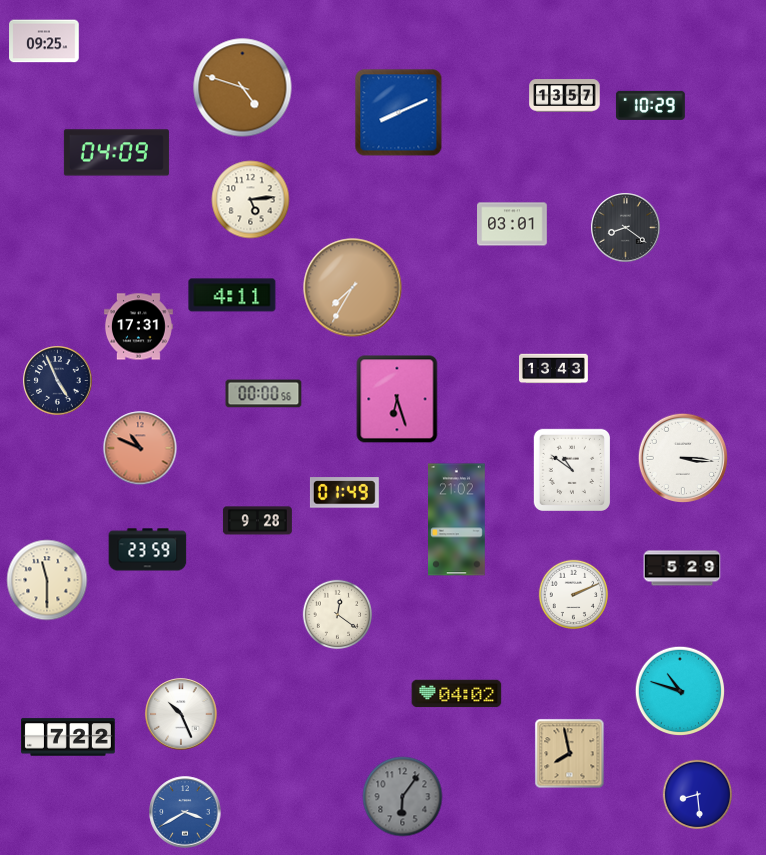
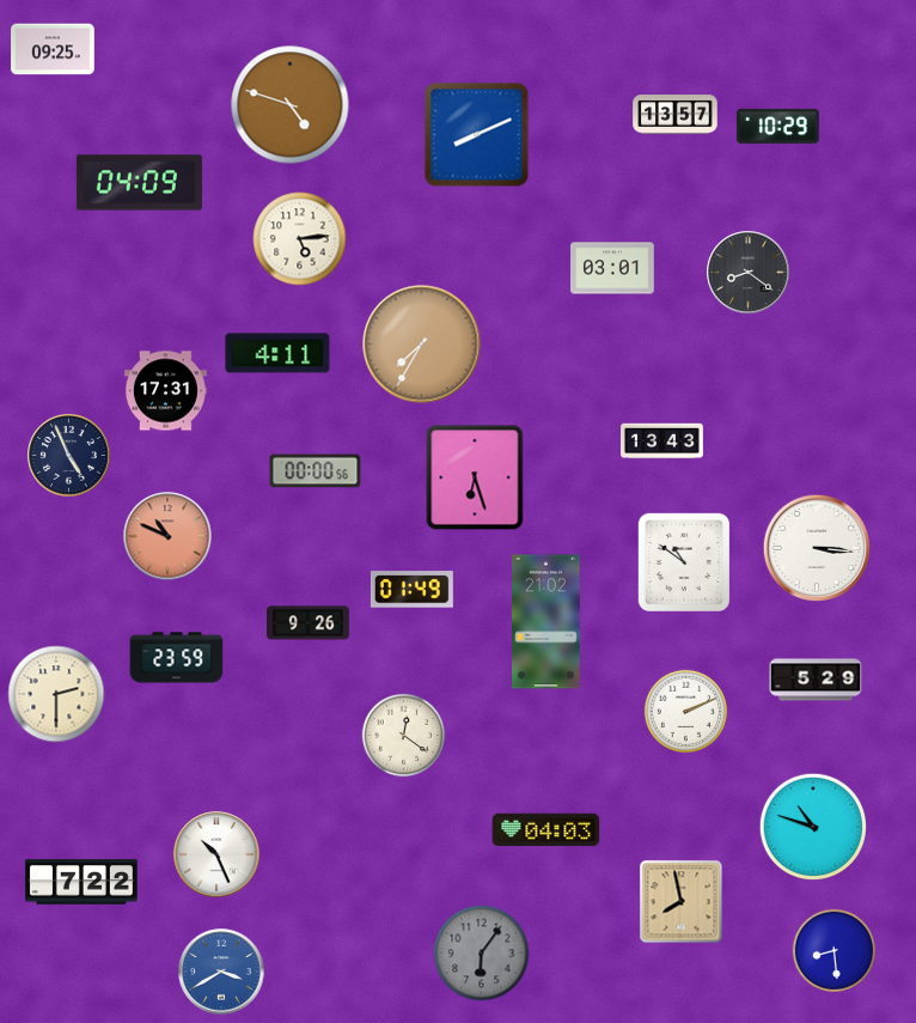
clock at (257, 521): 9:28 -> 9:26
clock at (47, 580): 11:30 -> 2:30
clock at (457, 694): 04:02 -> 04:03
